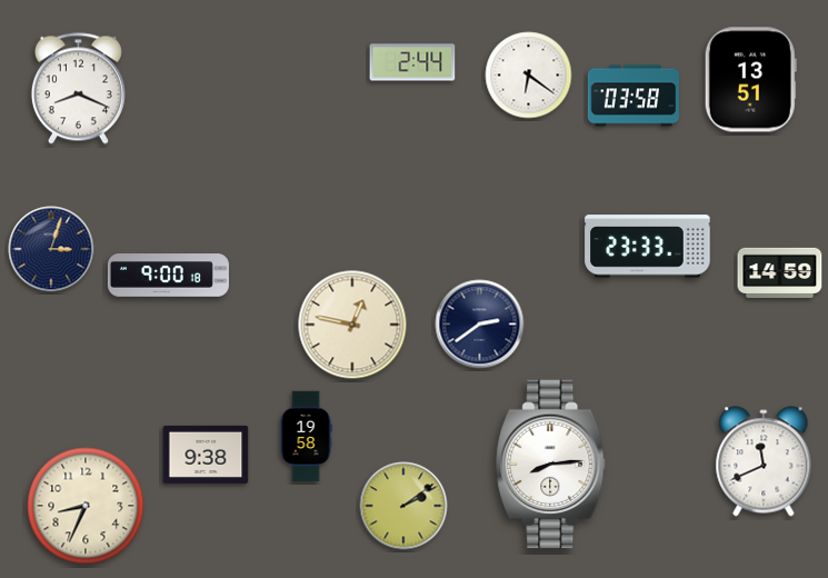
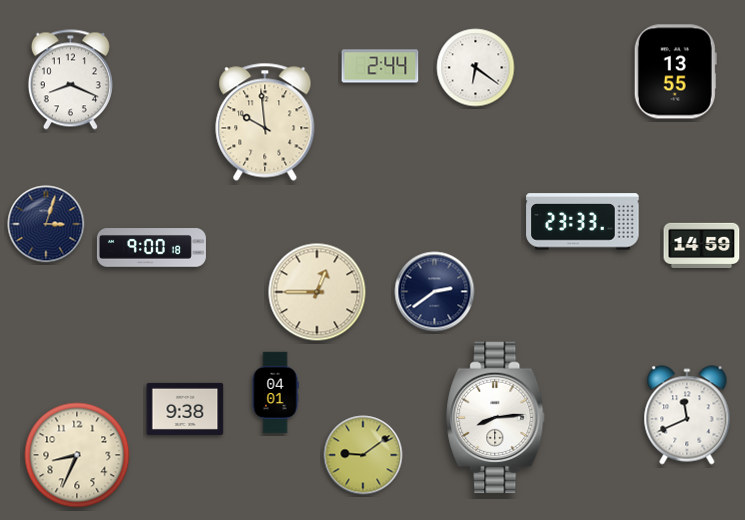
clock at (412, 62) position: (412, 62) -> (380, 66)
clock at (750, 80): 13:51 -> 13:55
clock at (632, 96): 03:58 -> none
clock at (265, 122): none -> 9:59
clock at (352, 325): 12:47 -> 12:45
clock at (480, 325) position: (480, 325) -> (435, 292)
clock at (306, 437): 19:58 -> 04:01
clock at (403, 506): 2:09 -> 9:09
